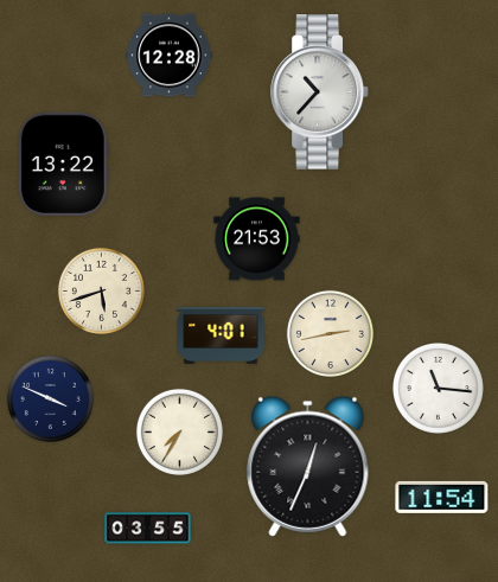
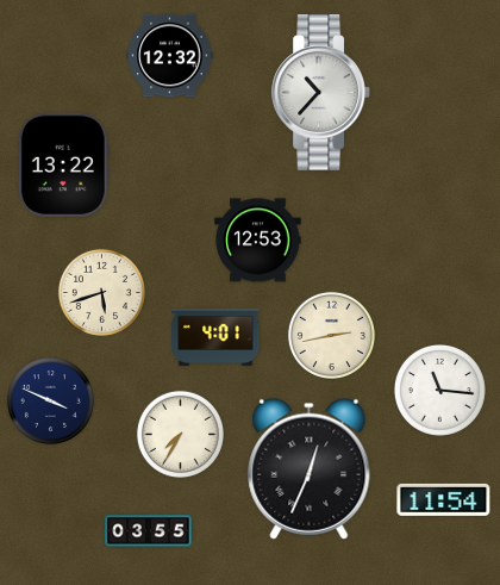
clock at (170, 56): 12:28 -> 12:32
clock at (257, 239): 21:53 -> 12:53
clock at (221, 335) position: (221, 335) -> (215, 337)
